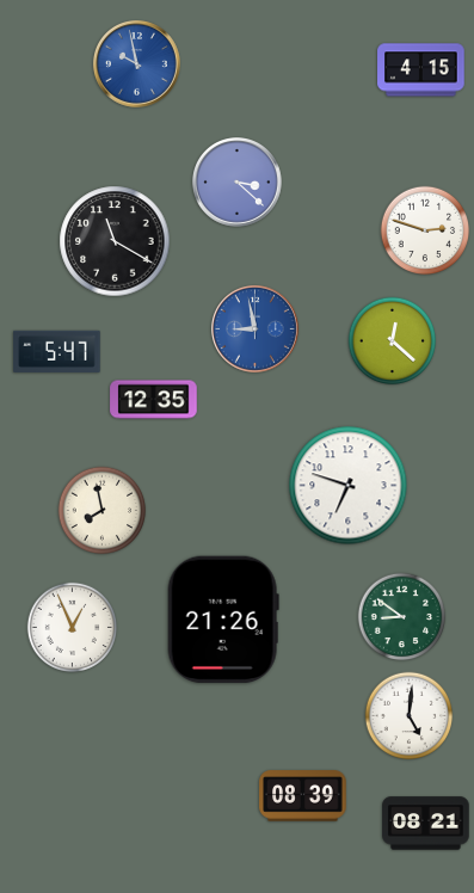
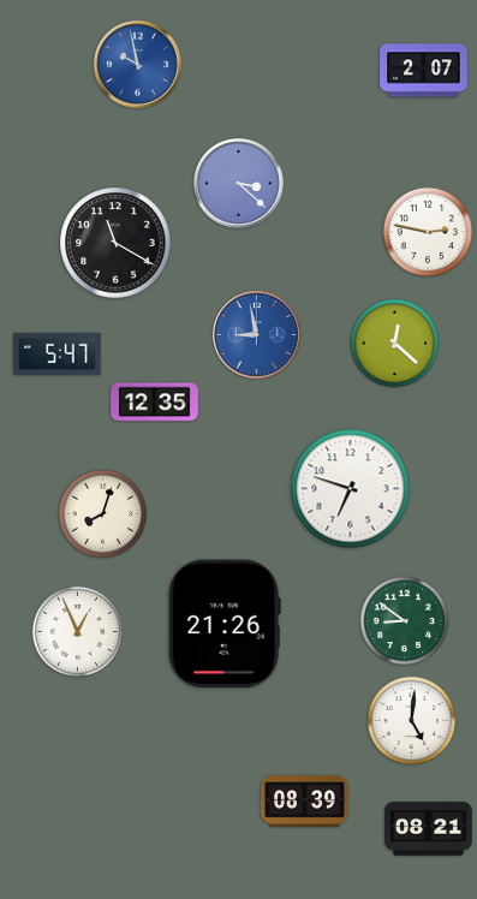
clock at (421, 70): 4:15 -> 2:07
clock at (425, 230): 2:48 -> 2:47
clock at (254, 328) position: (254, 328) -> (256, 334)
clock at (103, 511): 7:58 -> 8:03
clock at (72, 627) position: (72, 627) -> (77, 631)
